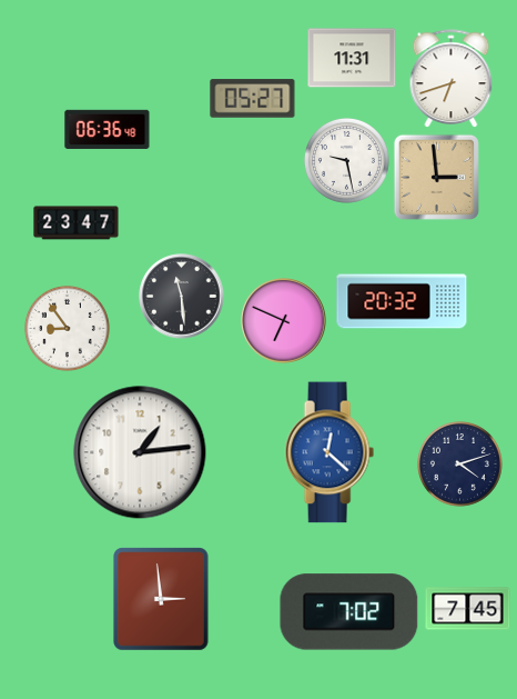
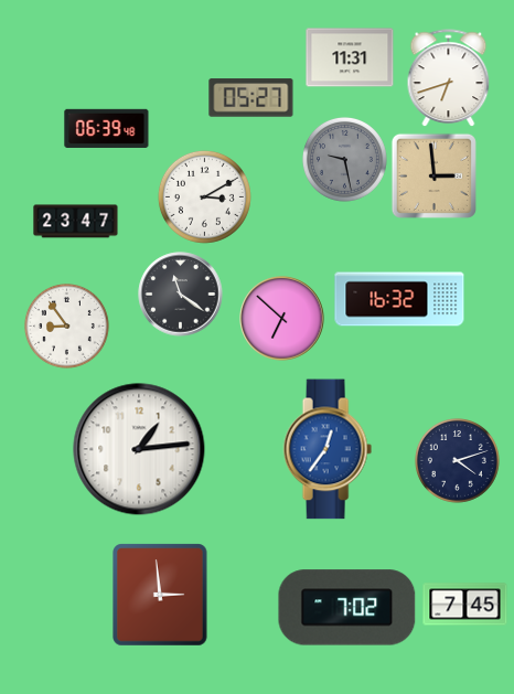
clock at (108, 129): 06:36 -> 06:39
clock at (346, 160) dial: white -> grey
clock at (204, 196): none -> 3:10
clock at (182, 297): 11:29 -> 11:21
clock at (402, 301): 20:32 -> 16:32
clock at (284, 321): 6:49 -> 6:52
clock at (330, 452): 12:22 -> 12:36
